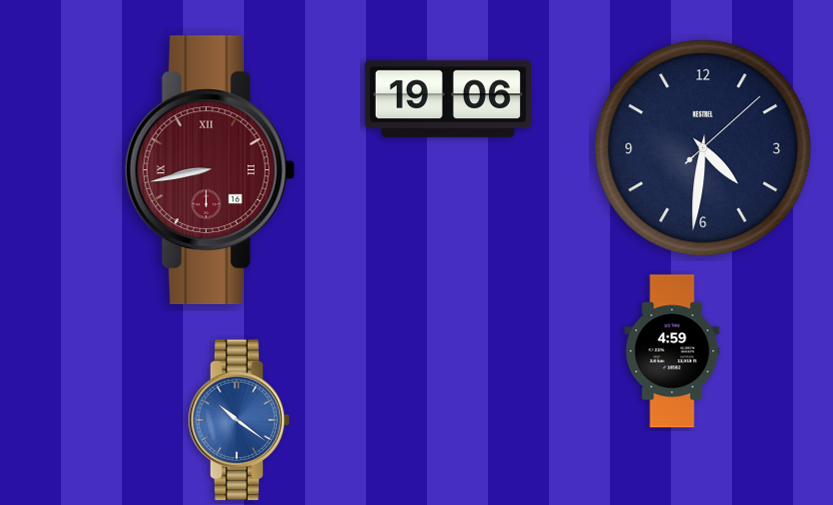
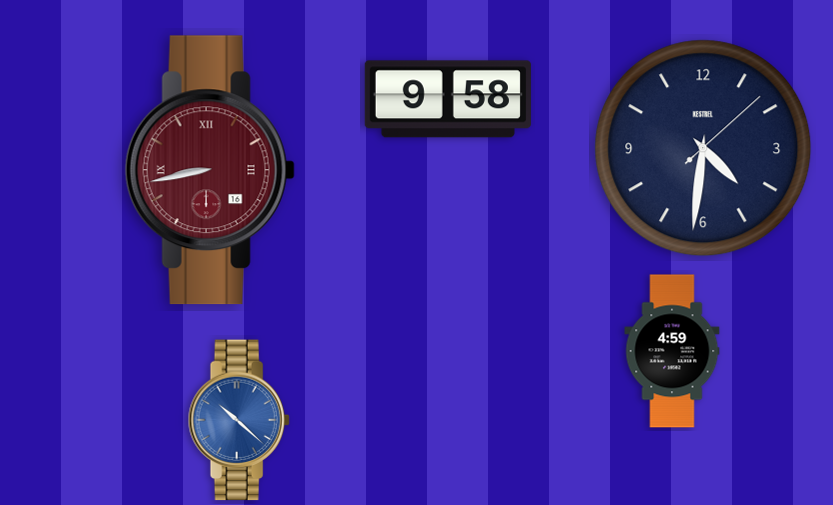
clock at (448, 99): 19:06 -> 9:58
clock at (239, 420): 10:21 -> 10:22
